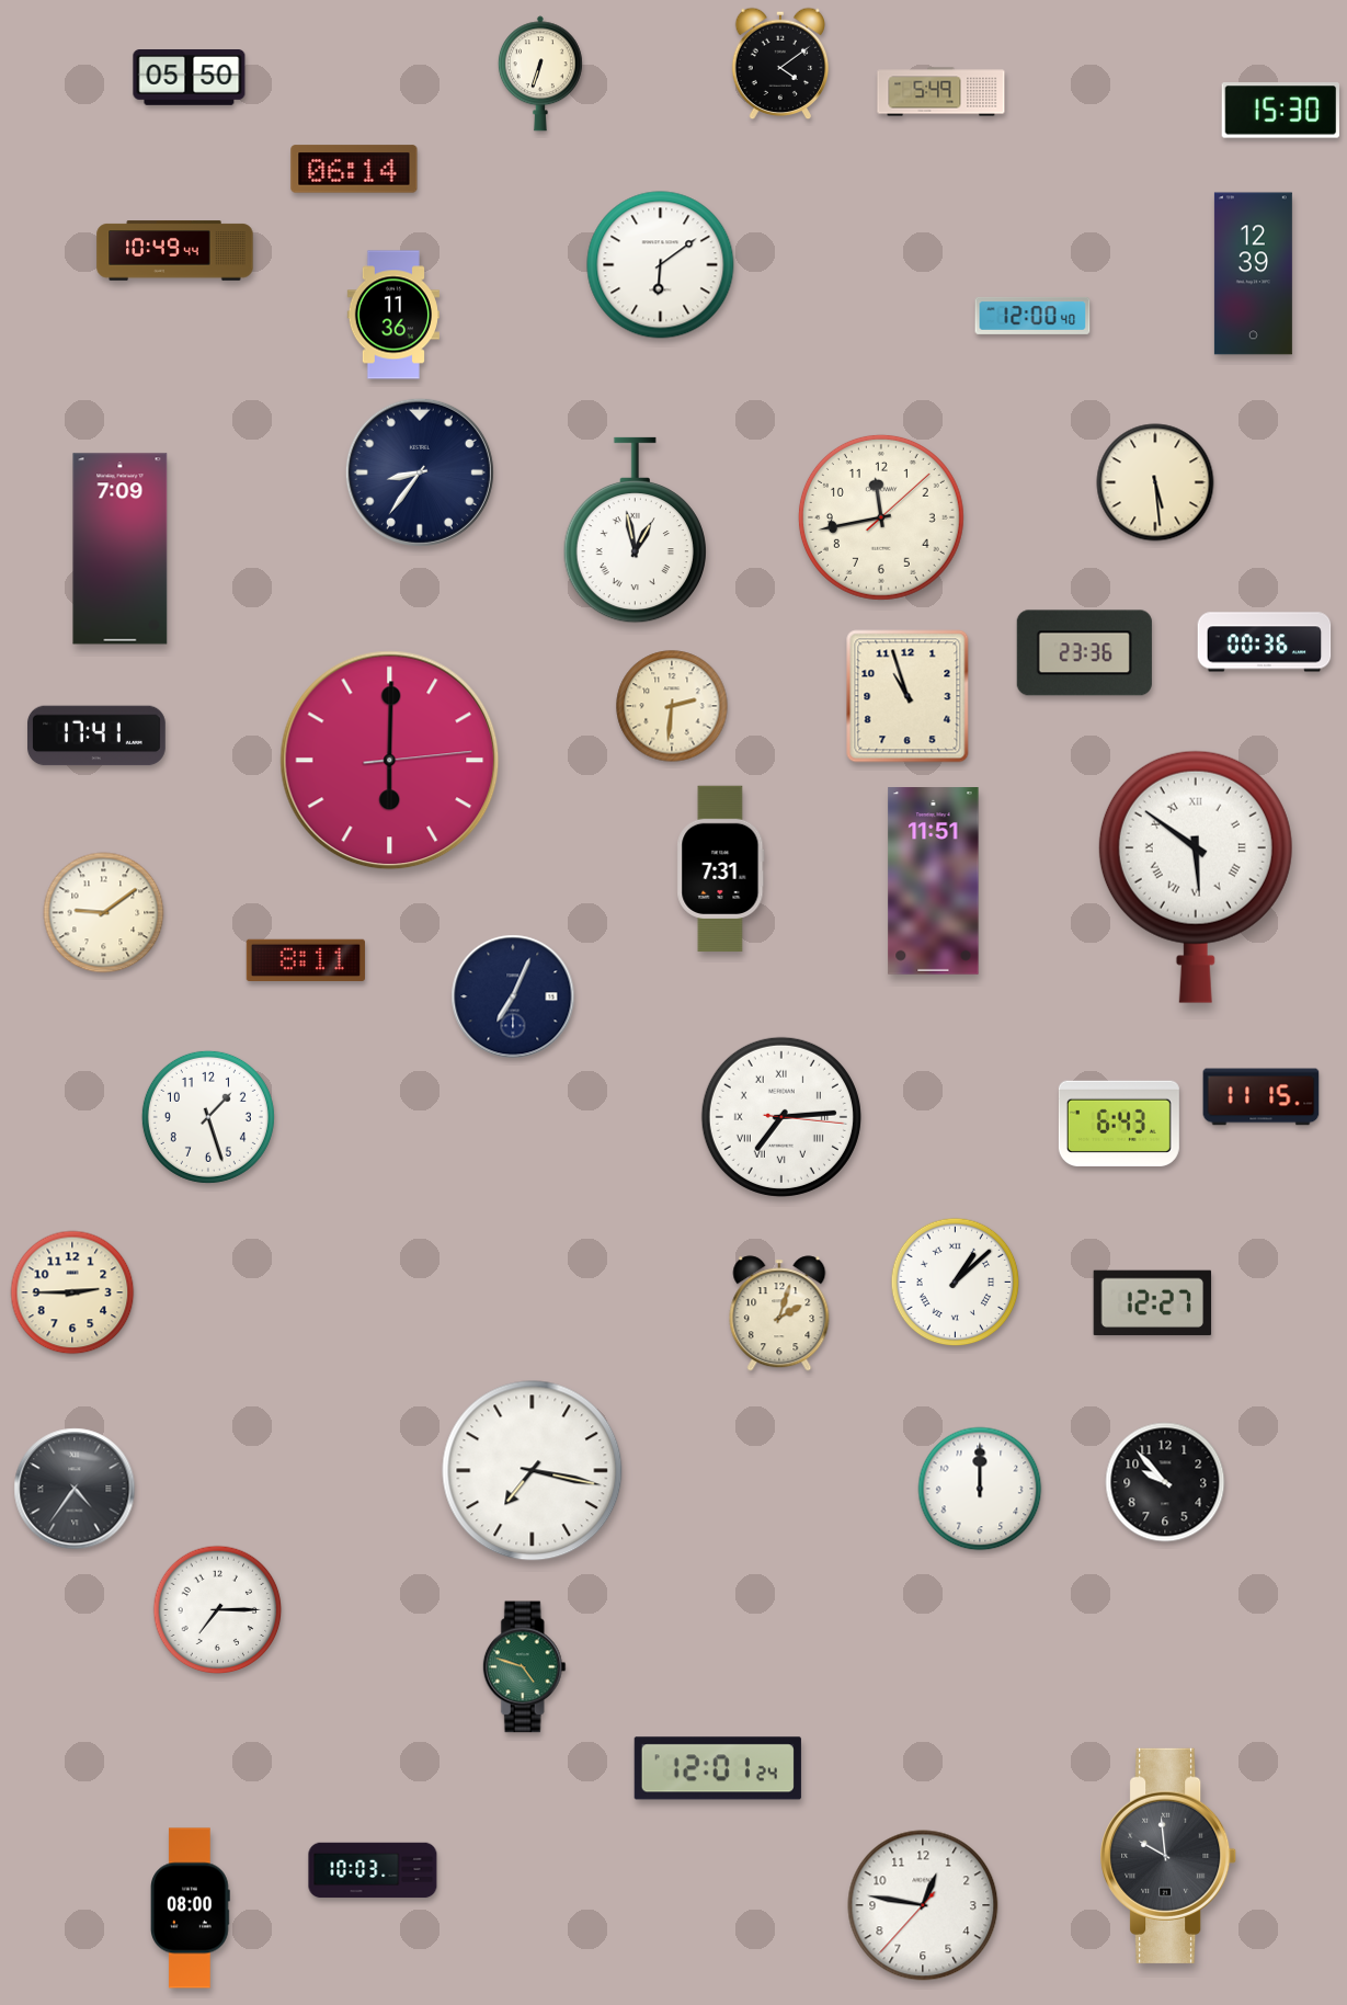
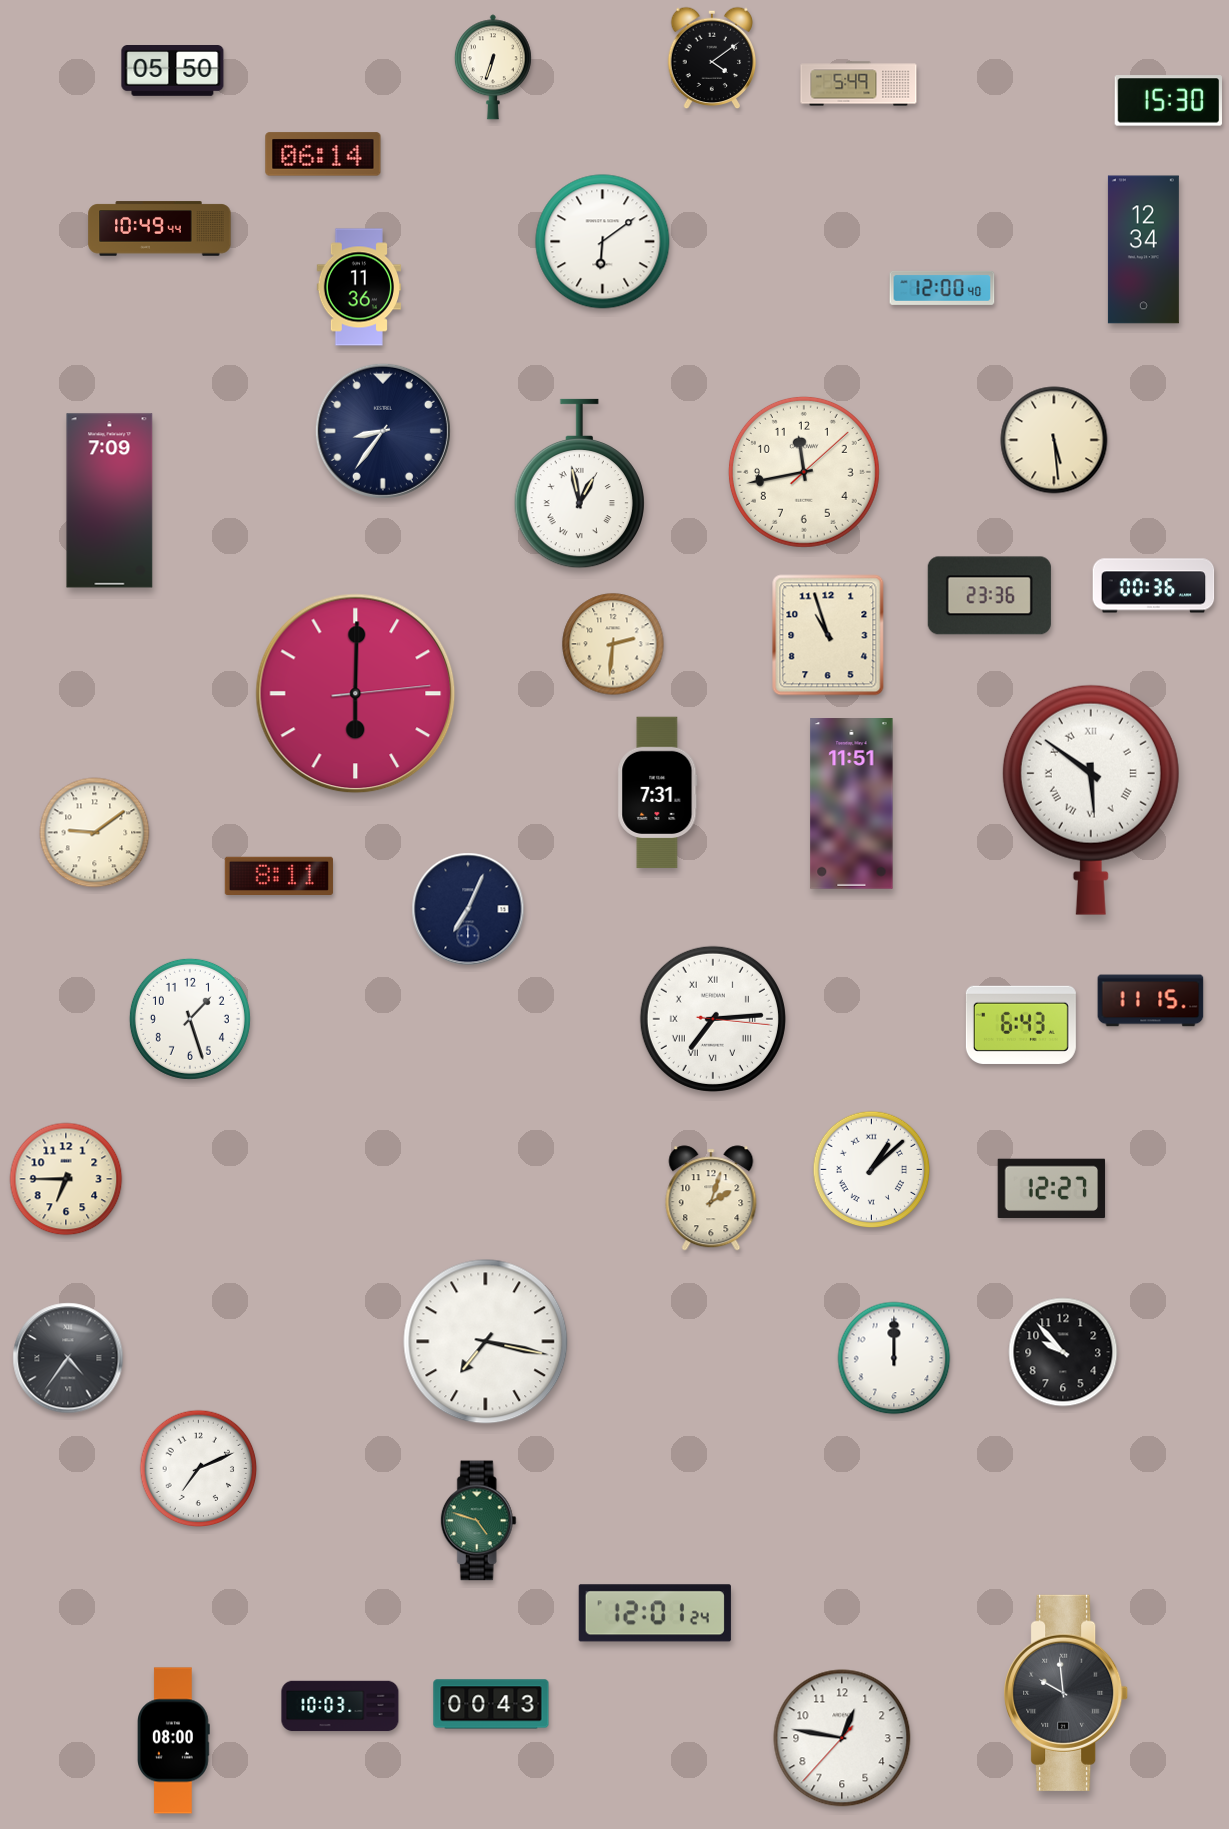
clock at (1253, 274): 12:39 -> 12:34
clock at (98, 736): 17:41 -> none
clock at (72, 1292): 2:45 -> 6:45
clock at (218, 1610): 7:15 -> 7:11
clock at (491, 1704): none -> 00:43
